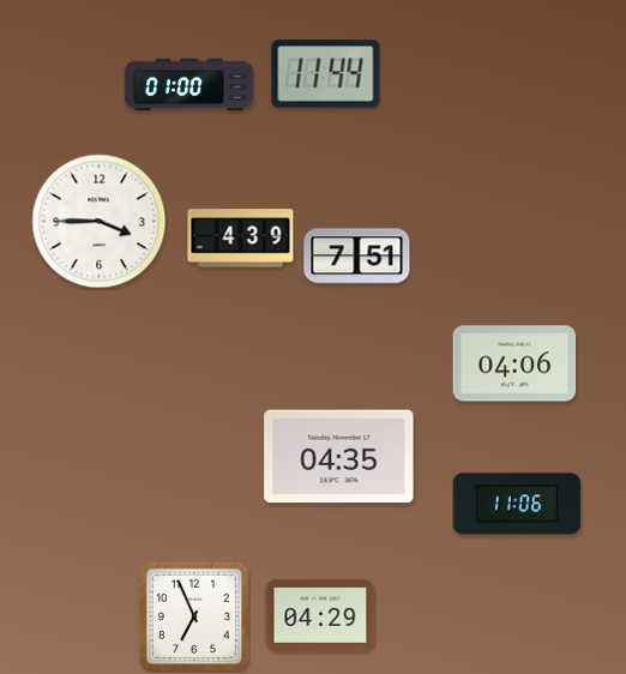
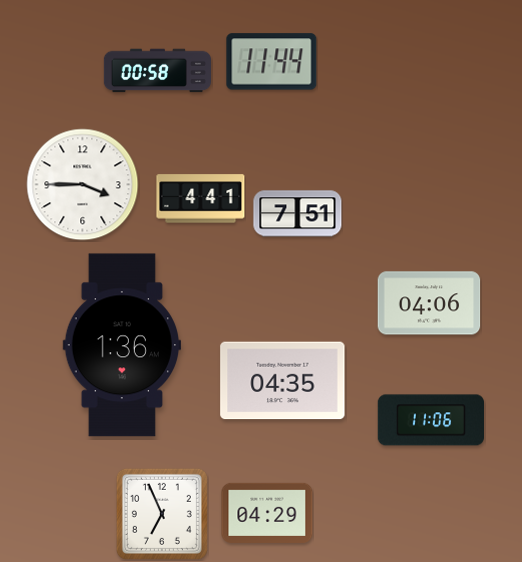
clock at (189, 85): 01:00 -> 00:58
clock at (241, 239): 4:39 -> 4:41
clock at (121, 345): none -> 1:36
